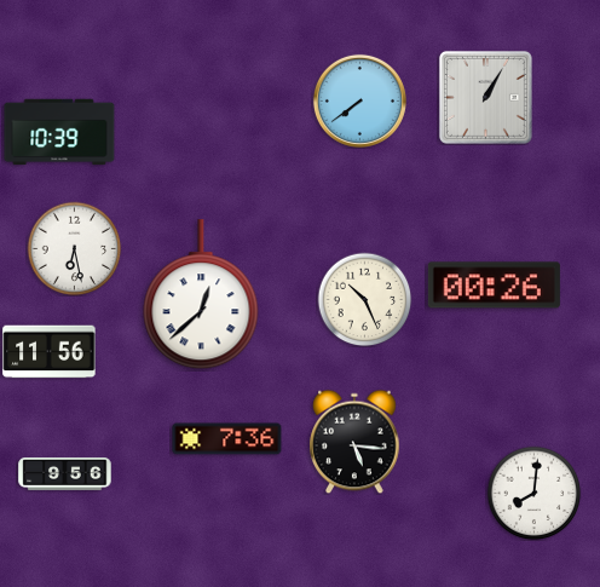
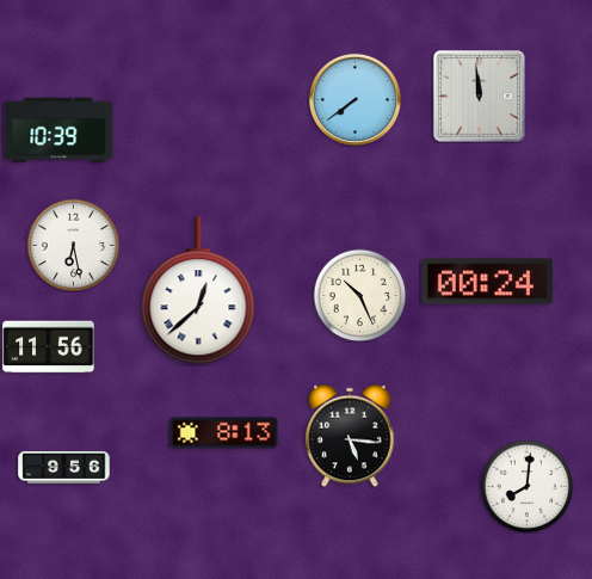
clock at (485, 97): 1:05 -> 11:59
clock at (494, 286): 00:26 -> 00:24
clock at (227, 439): 7:36 -> 8:13
